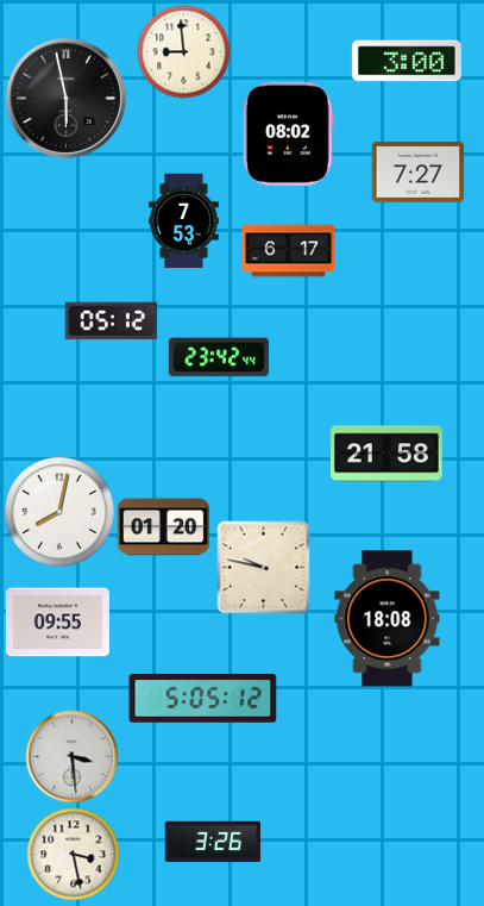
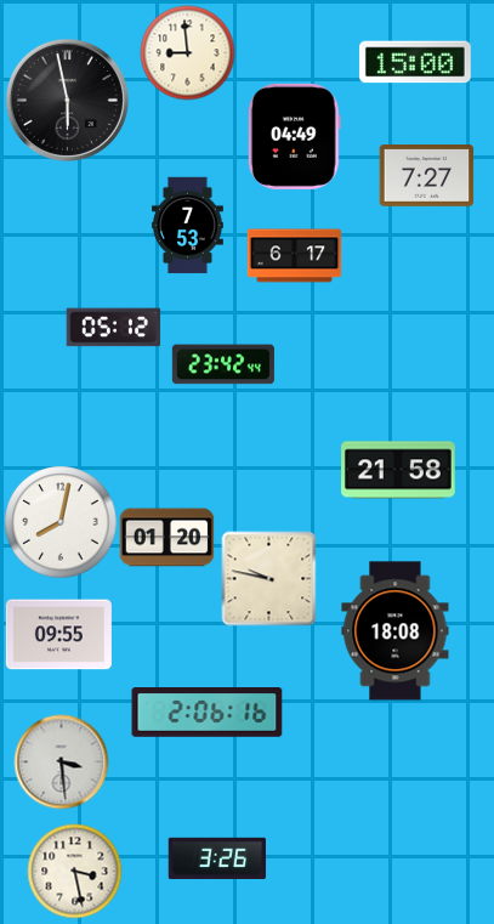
clock at (407, 61): 3:00 -> 15:00
clock at (288, 133): 08:02 -> 04:49
clock at (388, 454) position: (388, 454) -> (399, 470)
clock at (203, 699): 5:05 -> 2:06
clock at (71, 756) position: (71, 756) -> (61, 761)
